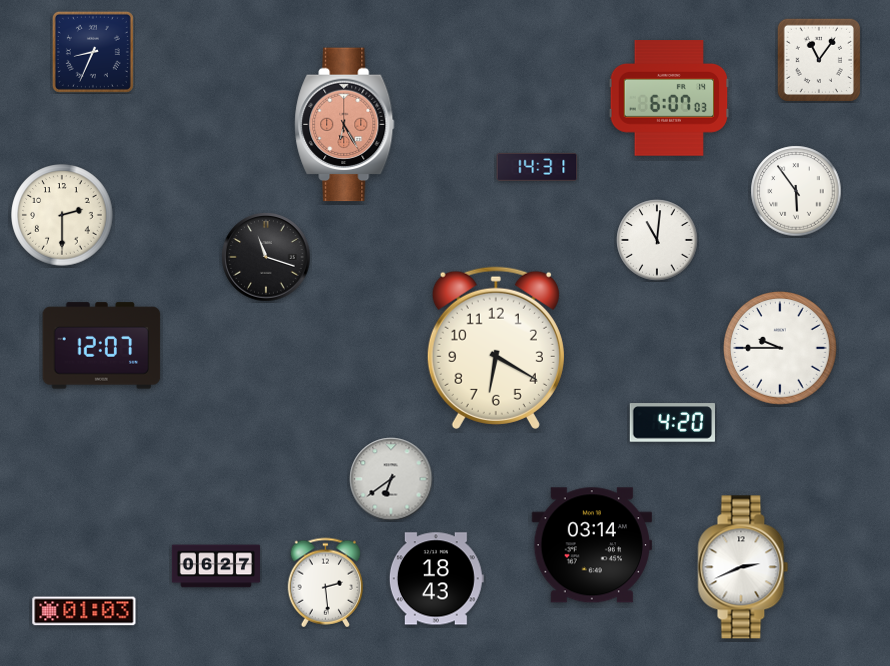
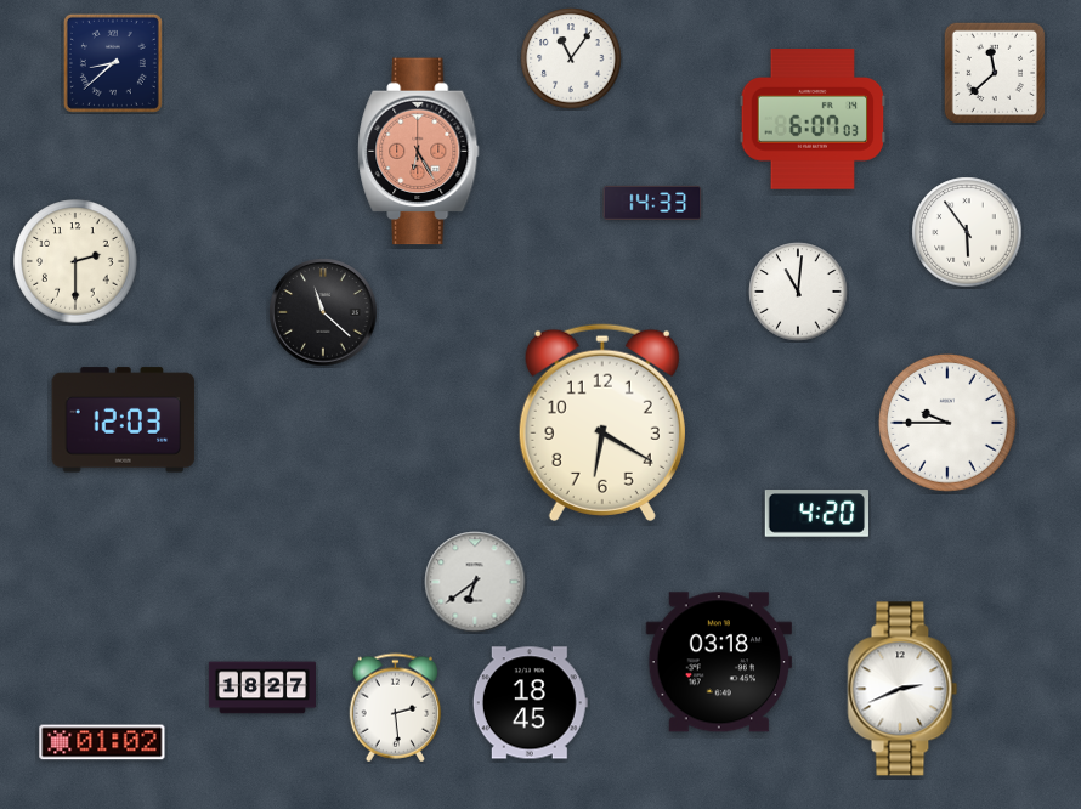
clock at (571, 58): none -> 11:06
clock at (93, 52): 8:34 -> 8:38
clock at (819, 60): 11:06 -> 11:38
clock at (537, 167): 14:31 -> 14:33
clock at (266, 257): 11:18 -> 11:22
clock at (102, 346): 12:07 -> 12:03
clock at (591, 545): 03:14 -> 03:18
clock at (215, 566): 06:27 -> 18:27
clock at (436, 579): 18:43 -> 18:45
clock at (84, 611): 01:03 -> 01:02
